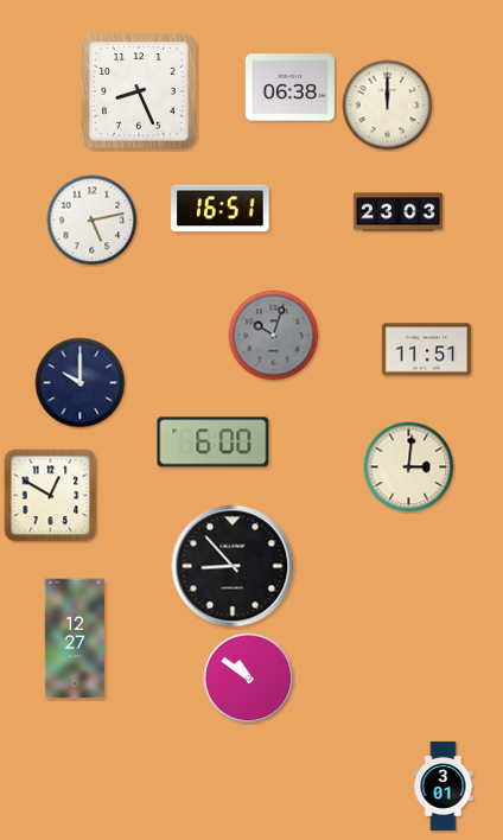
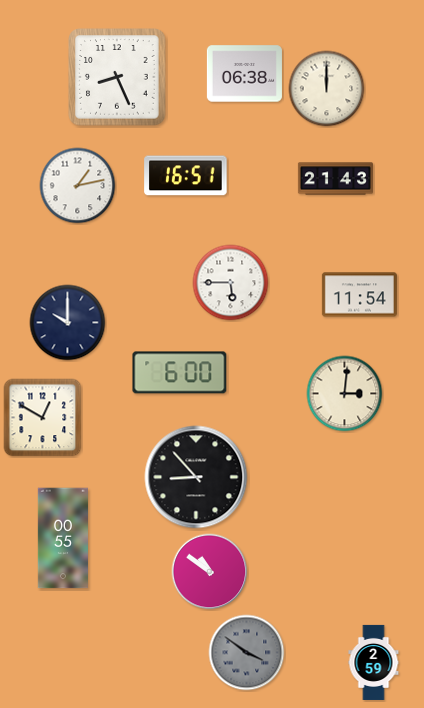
clock at (397, 212): 23:03 -> 21:43
clock at (93, 221): 5:13 -> 1:13
clock at (274, 336): 10:03 -> 5:45
clock at (274, 336) dial: grey -> white
clock at (426, 350): 11:51 -> 11:54
clock at (75, 638): 12:27 -> 00:55
clock at (247, 653): none -> 3:51
clock at (444, 785): 3:01 -> 2:59
